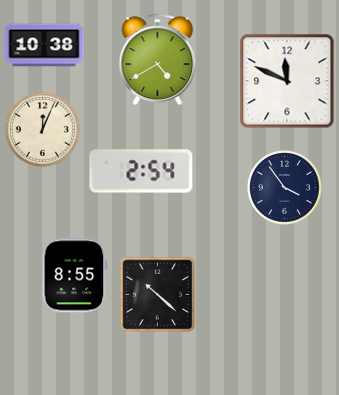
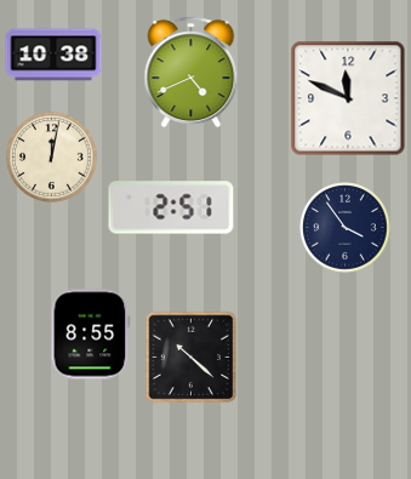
clock at (158, 59): 4:40 -> 4:41
clock at (43, 130): 12:04 -> 12:02
clock at (141, 171): 2:54 -> 2:51
